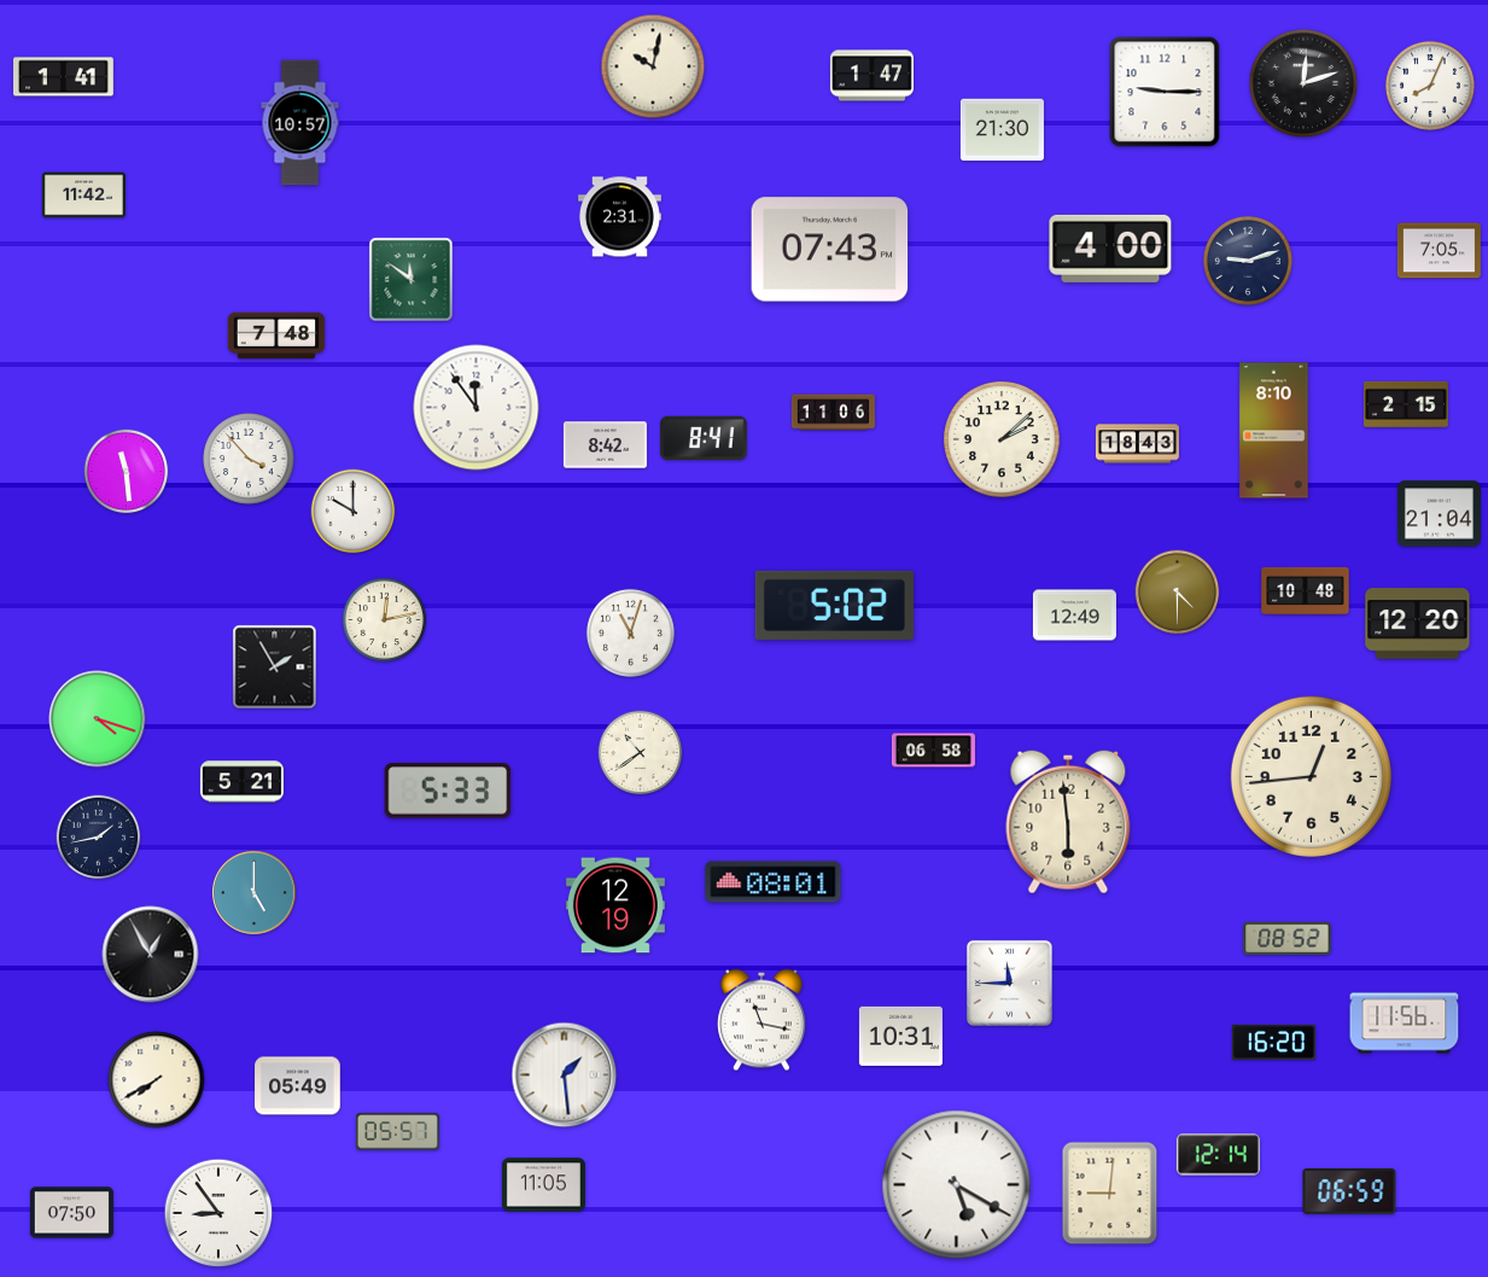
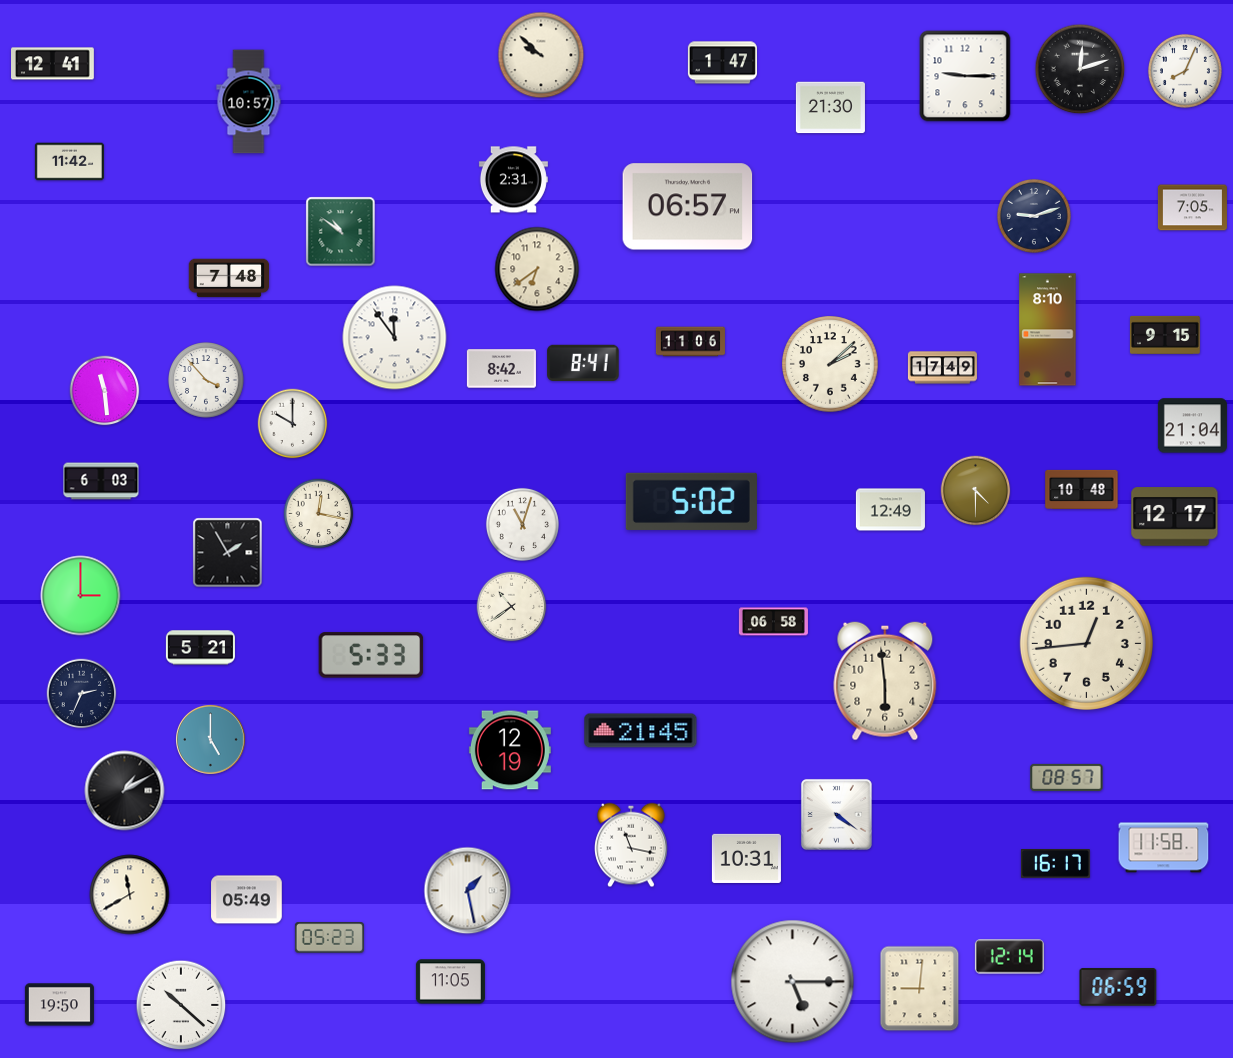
clock at (653, 66): 10:02 -> 9:52
clock at (64, 77): 1:41 -> 12:41
clock at (1110, 249): 4:00 -> none
clock at (830, 250): 07:43 -> 06:57
clock at (412, 280): 11:51 -> 10:51
clock at (537, 269): none -> 6:39
clock at (1406, 404): 2:15 -> 9:15
clock at (1274, 431) position: (1274, 431) -> (1048, 330)
clock at (1137, 444): 18:43 -> 17:49
clock at (101, 481): none -> 6:03
clock at (385, 620): 12:13 -> 12:17
clock at (1418, 624): 12:20 -> 12:17
clock at (98, 719): 4:18 -> 3:00
clock at (641, 753) position: (641, 753) -> (512, 607)
clock at (99, 838): 1:43 -> 2:34
clock at (774, 882): 08:01 -> 21:45
clock at (1288, 938): 08:52 -> 08:57
clock at (151, 955): 12:55 -> 1:10
clock at (1009, 982): 11:45 -> 4:21
clock at (1405, 1024): 11:56 -> 11:58
clock at (1273, 1043): 16:20 -> 16:17
clock at (565, 1075): 1:29 -> 1:28
clock at (157, 1080): 7:40 -> 11:40
clock at (397, 1132): 05:57 -> 05:23
clock at (957, 1185): 5:20 -> 5:15
clock at (71, 1213): 07:50 -> 19:50
clock at (218, 1213): 8:54 -> 10:22
